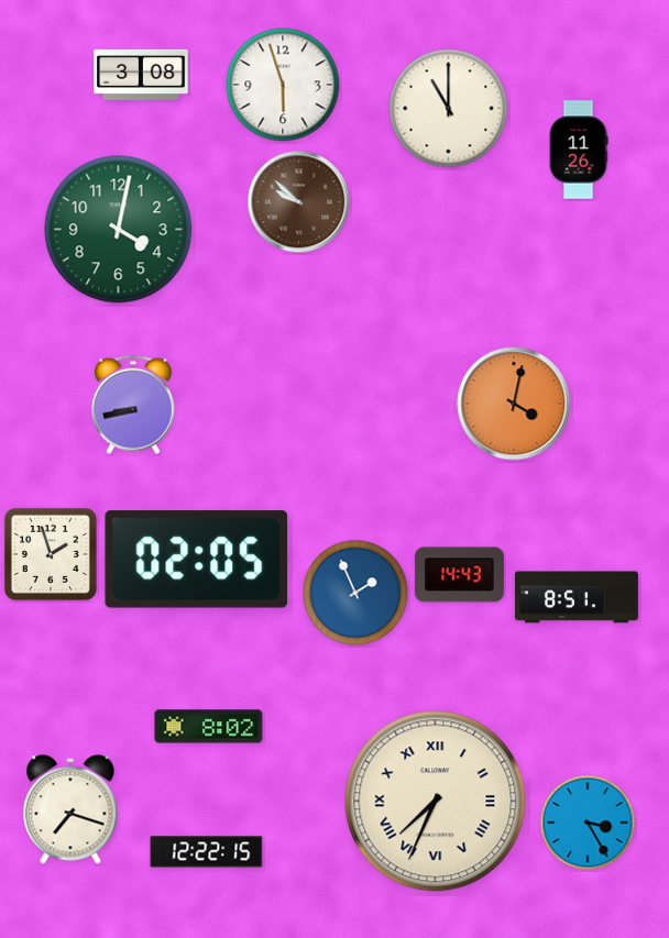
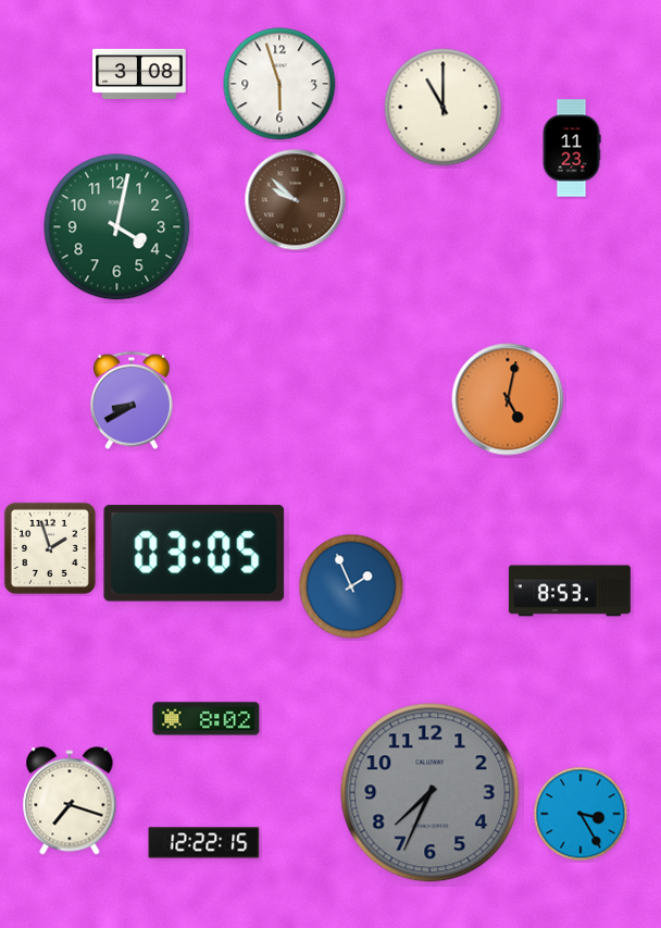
clock at (579, 150): 11:26 -> 11:23
clock at (514, 404): 4:02 -> 5:02
clock at (133, 405): 8:43 -> 8:40
clock at (197, 560): 02:05 -> 03:05
clock at (459, 575): 14:43 -> none
clock at (577, 597): 8:51 -> 8:53
clock at (436, 802) dial: cream -> grey
clock at (436, 802) numerals: Roman -> Arabic
